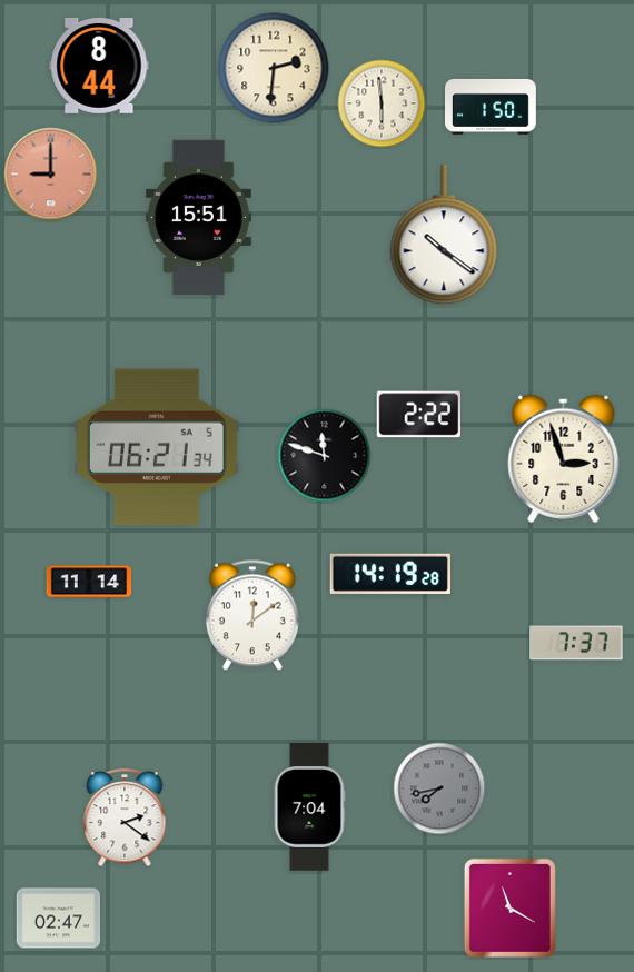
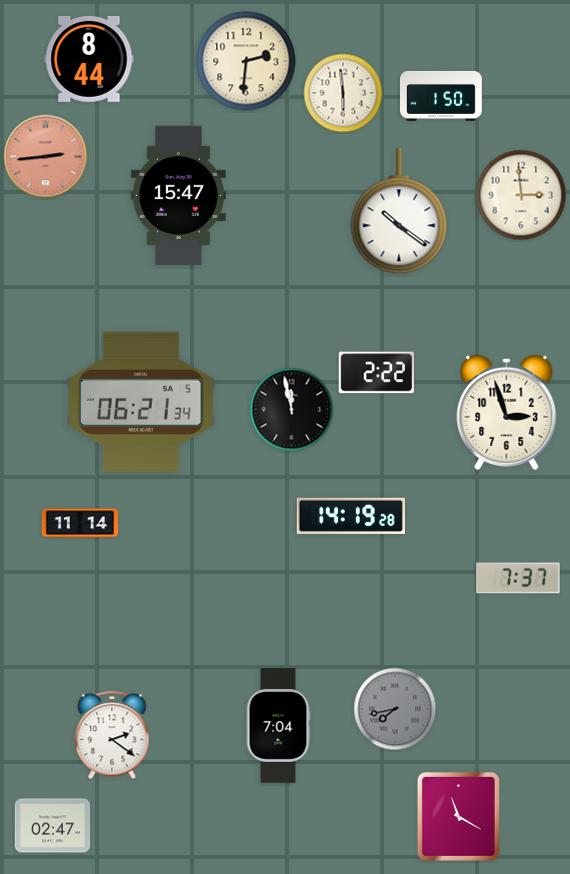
clock at (51, 175): 9:00 -> 2:44
clock at (198, 217): 15:51 -> 15:47
clock at (521, 195): none -> 2:59
clock at (325, 456): 11:48 -> 11:58
clock at (252, 615): 12:09 -> none
